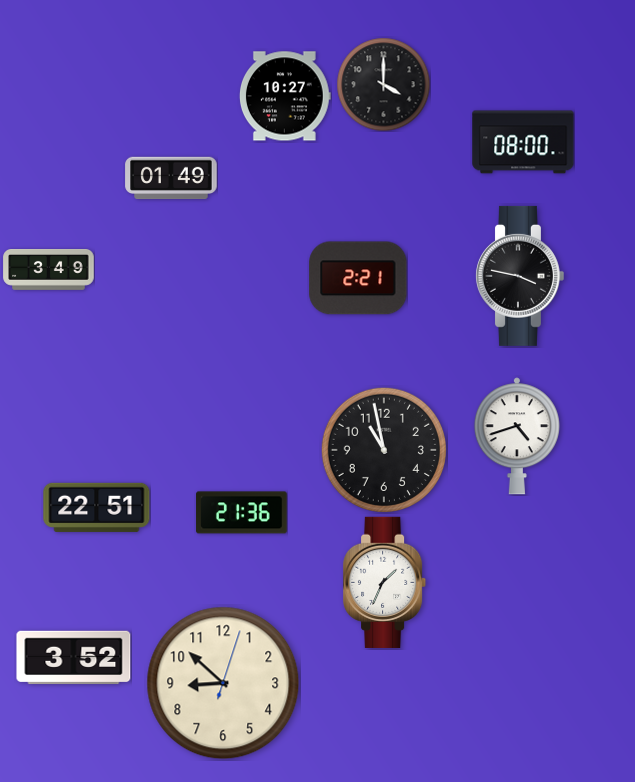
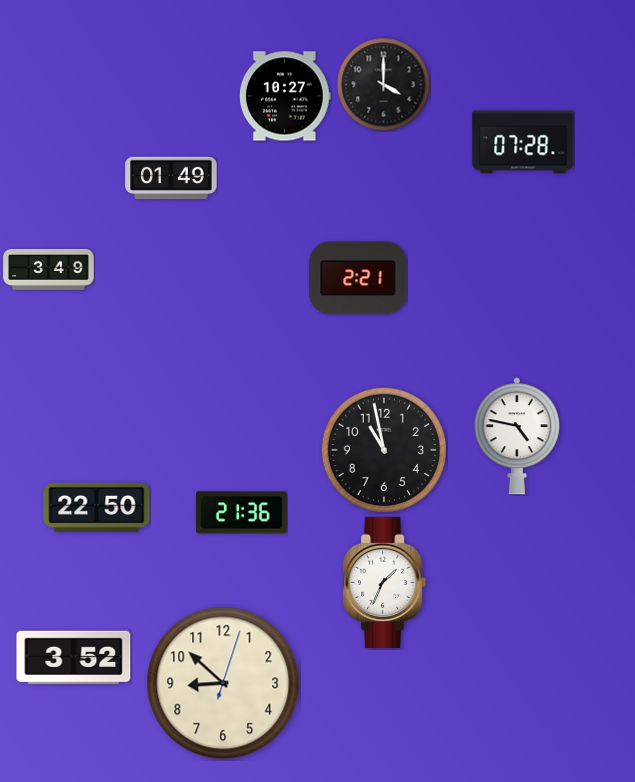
clock at (523, 142): 08:00 -> 07:28
clock at (520, 276): 3:47 -> none
clock at (517, 436): 4:42 -> 4:47
clock at (97, 507): 22:51 -> 22:50
